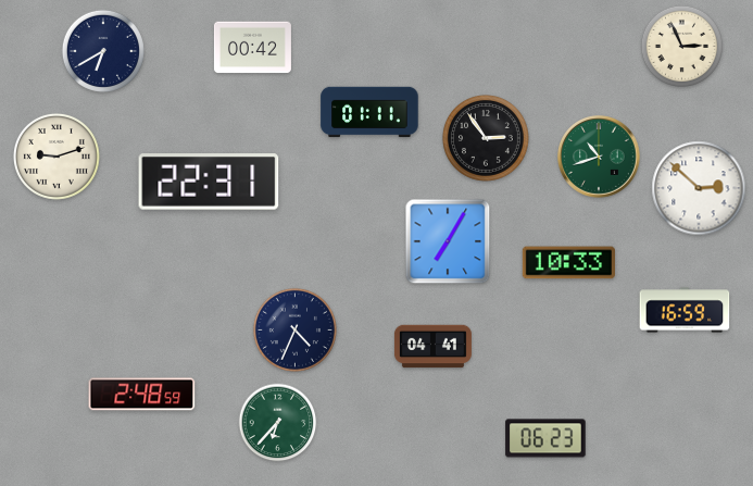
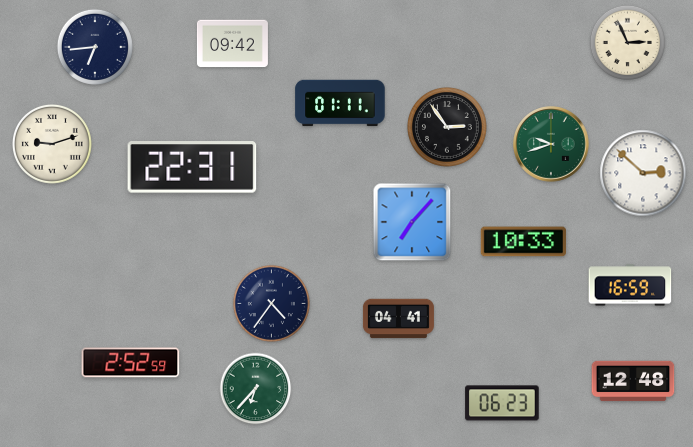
clock at (252, 48): 00:42 -> 09:42
clock at (103, 51): 6:40 -> 6:44
clock at (599, 157): 10:42 -> 9:42
clock at (448, 241): 7:05 -> 7:07
clock at (294, 329): 4:34 -> 4:36
clock at (142, 395): 2:48 -> 2:52
clock at (633, 381): none -> 12:48
